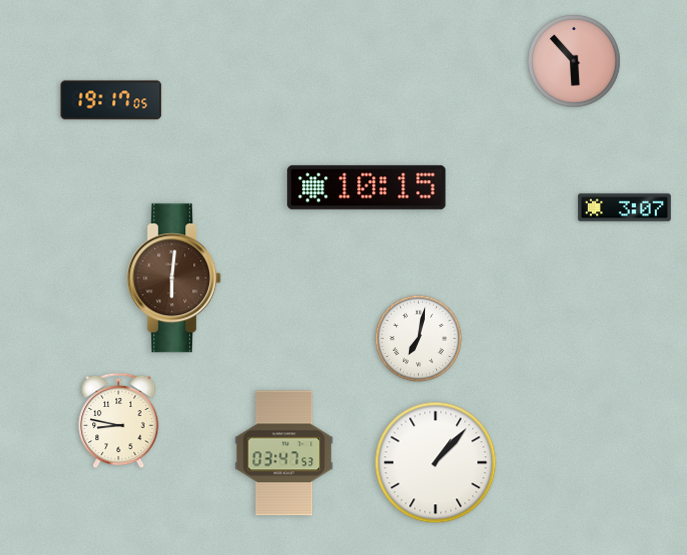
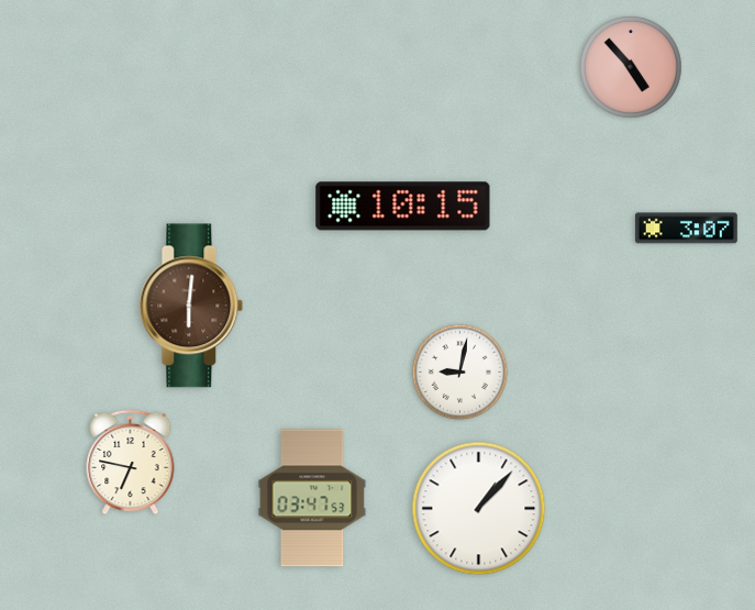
clock at (574, 61): 5:53 -> 4:53
clock at (111, 100): 19:17 -> none
clock at (419, 339): 7:02 -> 9:02
clock at (119, 421): 8:47 -> 6:47
